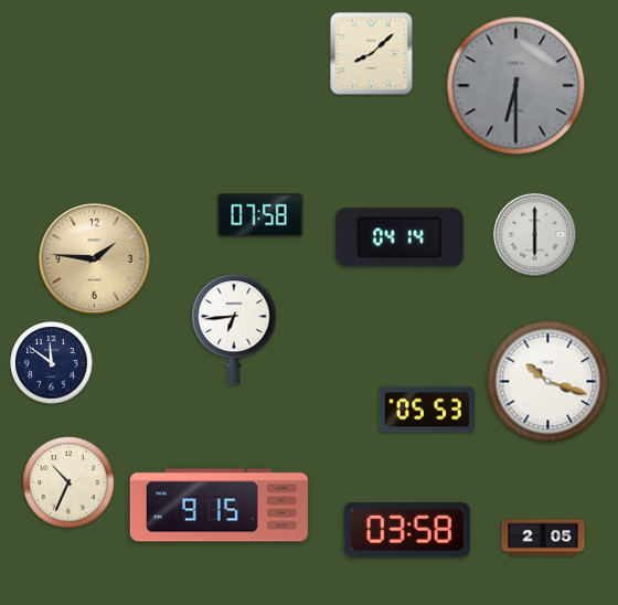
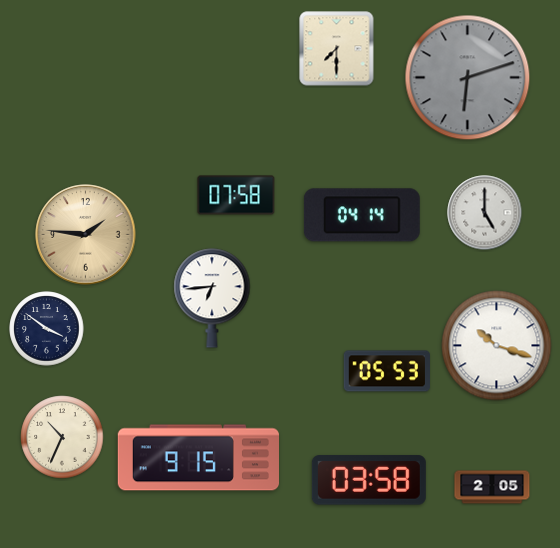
clock at (372, 54): 8:08 -> 7:30
clock at (516, 86): 6:30 -> 6:12
clock at (535, 235): 6:00 -> 5:00
clock at (52, 363): 11:51 -> 3:51
